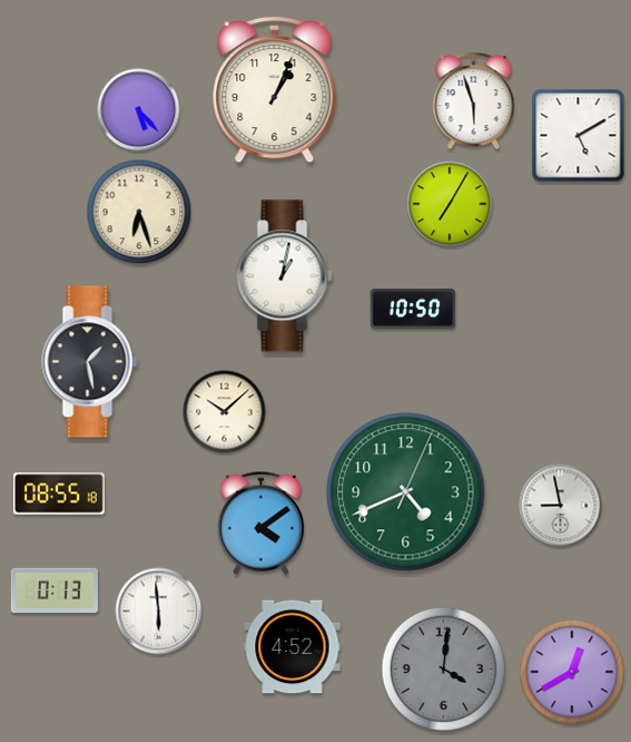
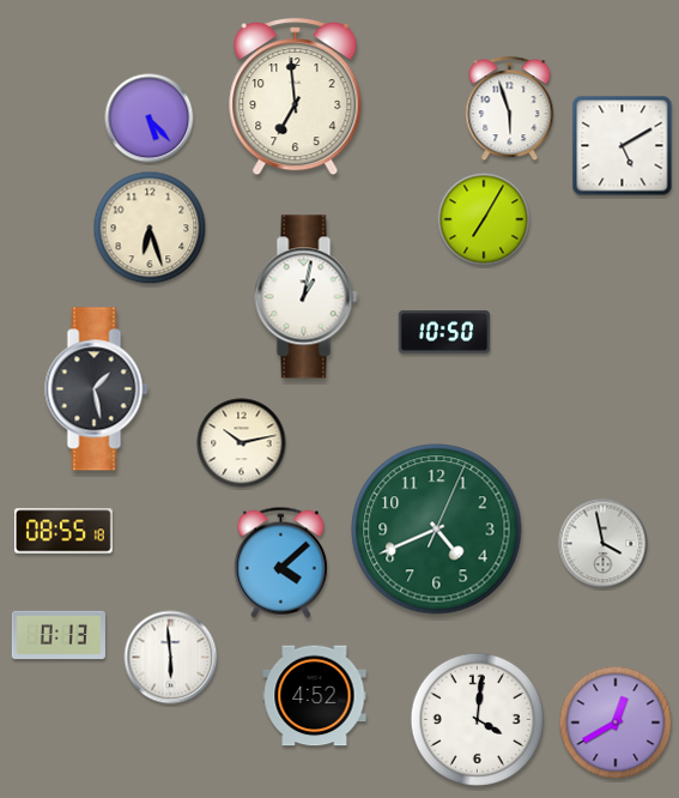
clock at (275, 90): 1:04 -> 6:59
clock at (225, 412): 10:08 -> 10:13
clock at (561, 506): 8:58 -> 3:58
clock at (260, 523): 4:09 -> 4:08
clock at (443, 668) dial: grey -> white
